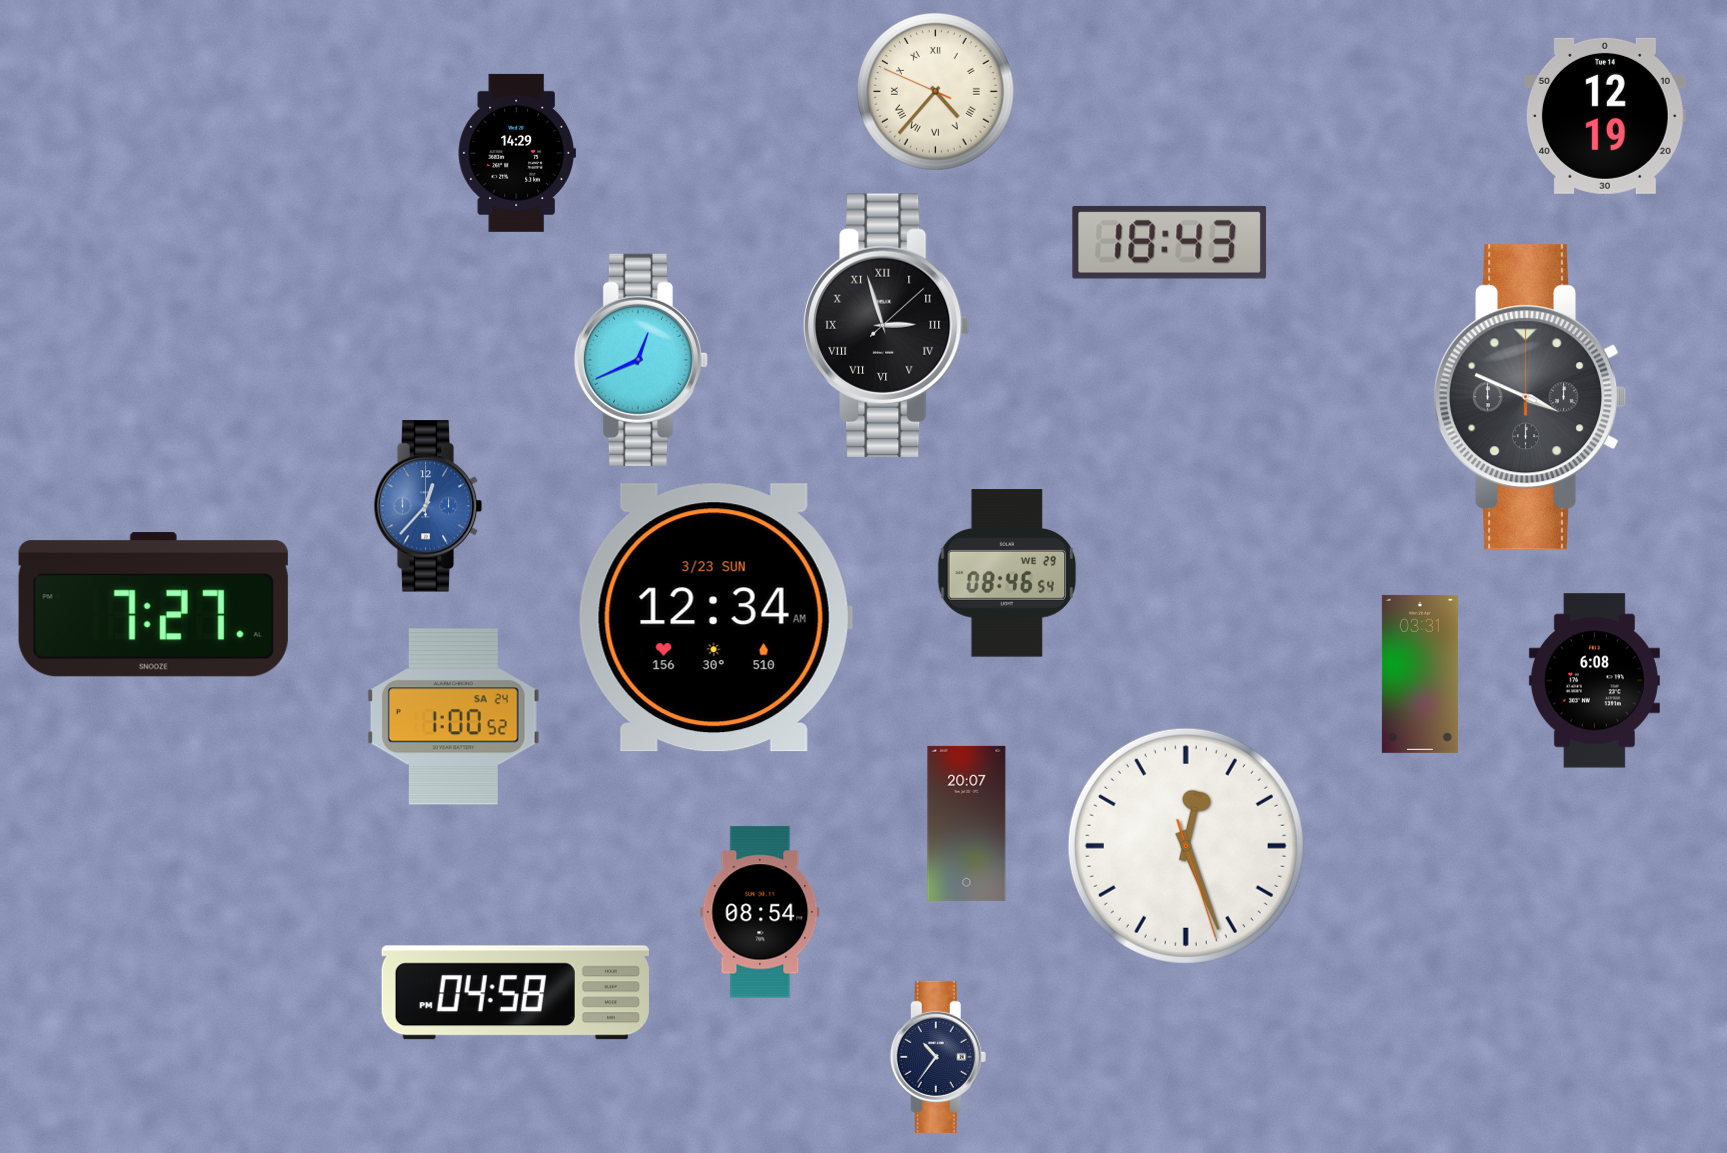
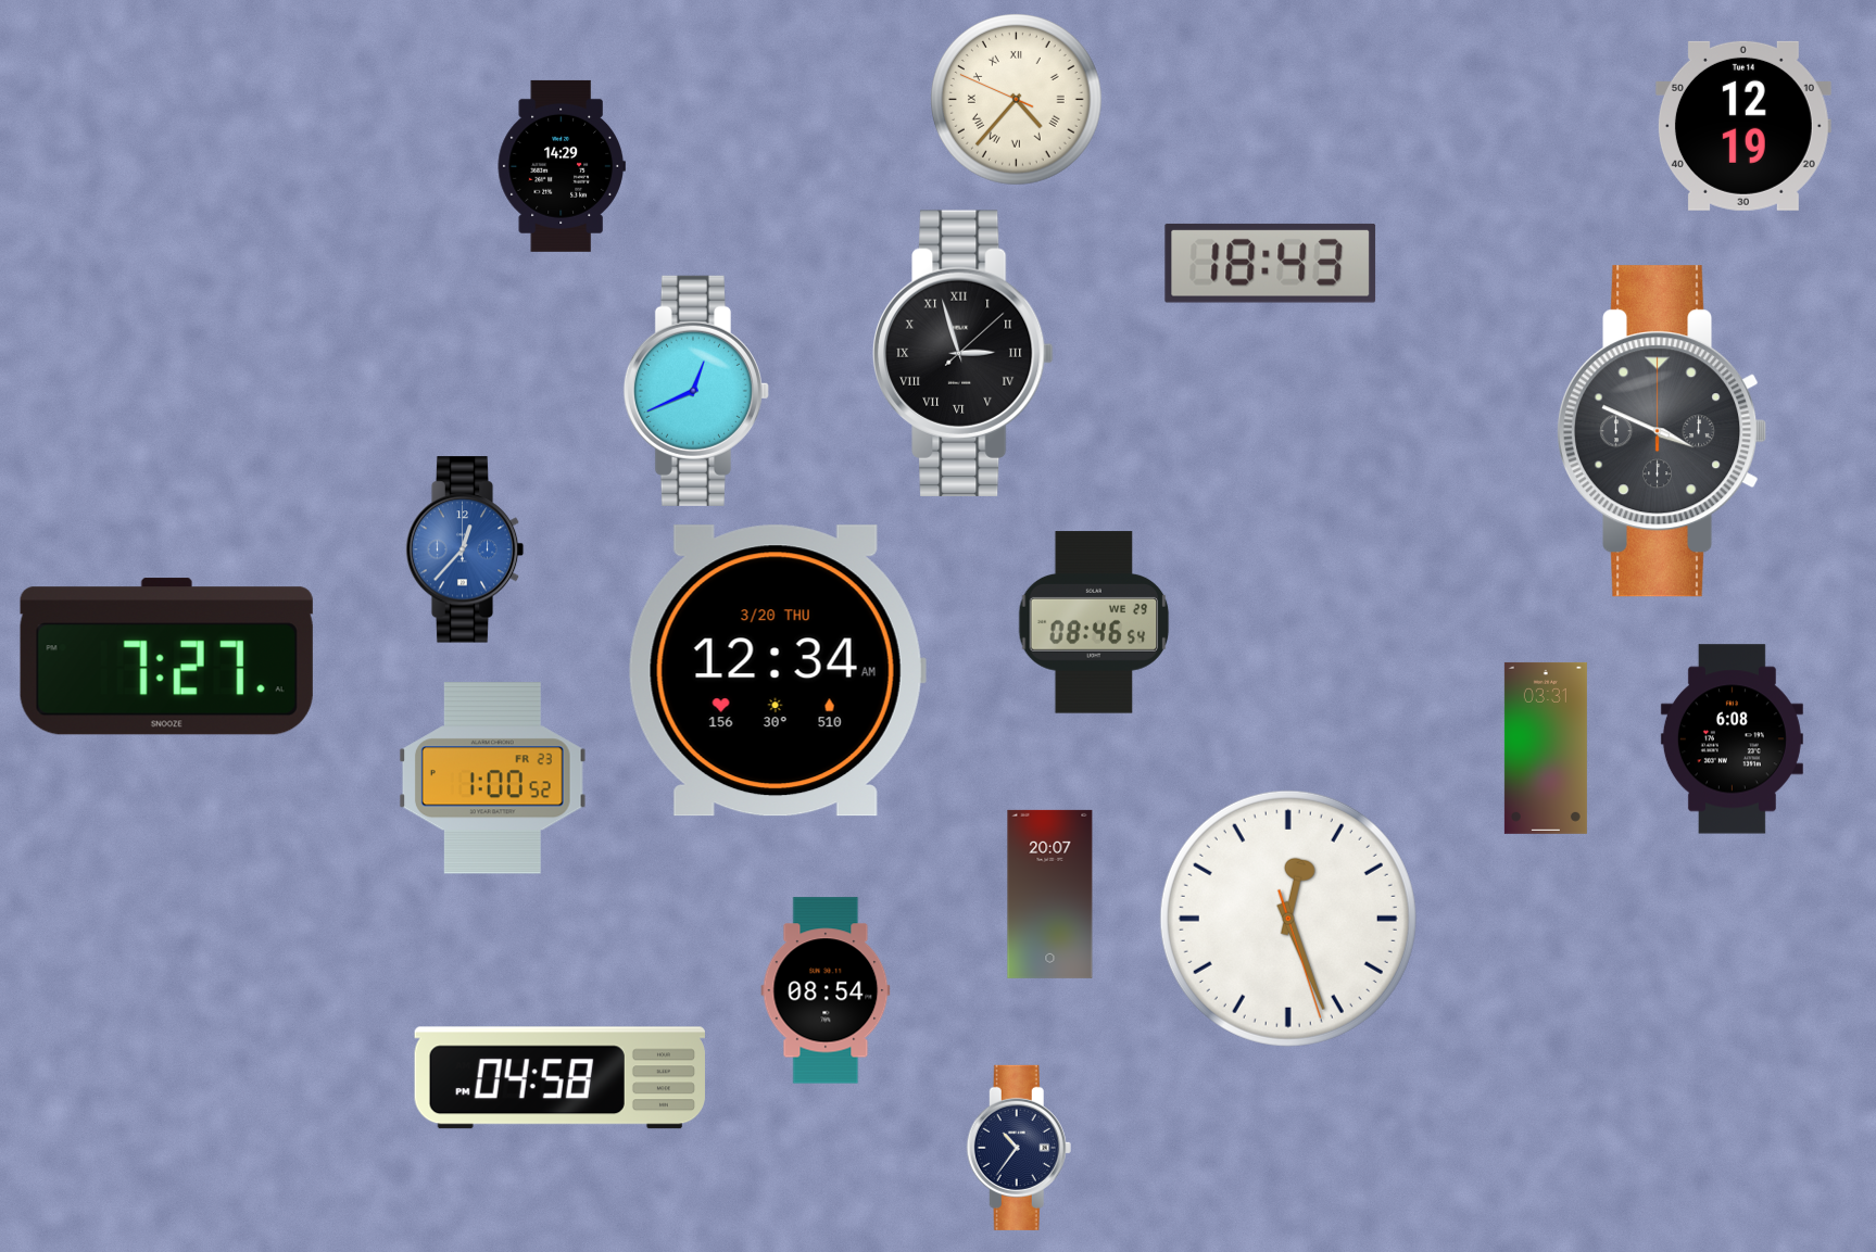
clock at (715, 618) date: 3/23 SUN -> 3/20 THU
clock at (1420, 674) position: (1420, 674) -> (1546, 748)
clock at (453, 717) date: SA 24 -> FR 23
